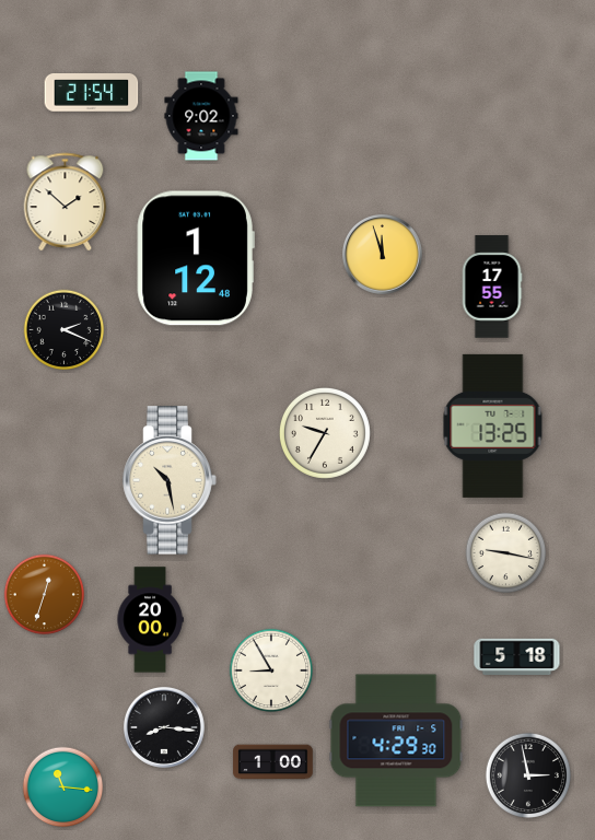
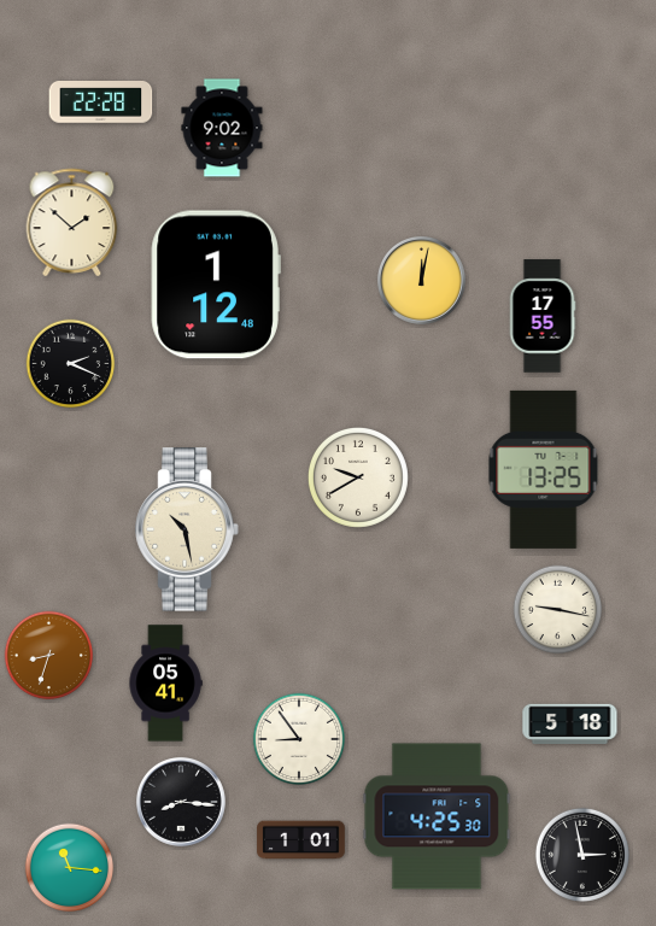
clock at (92, 93): 21:54 -> 22:28
clock at (382, 254): 11:57 -> 12:02
clock at (325, 433): 9:35 -> 9:40
clock at (45, 595): 12:33 -> 8:33
clock at (150, 620): 20:00 -> 05:41
clock at (270, 669): 8:55 -> 8:54
clock at (396, 740): 4:29 -> 4:25
clock at (273, 762): 1:00 -> 1:01
